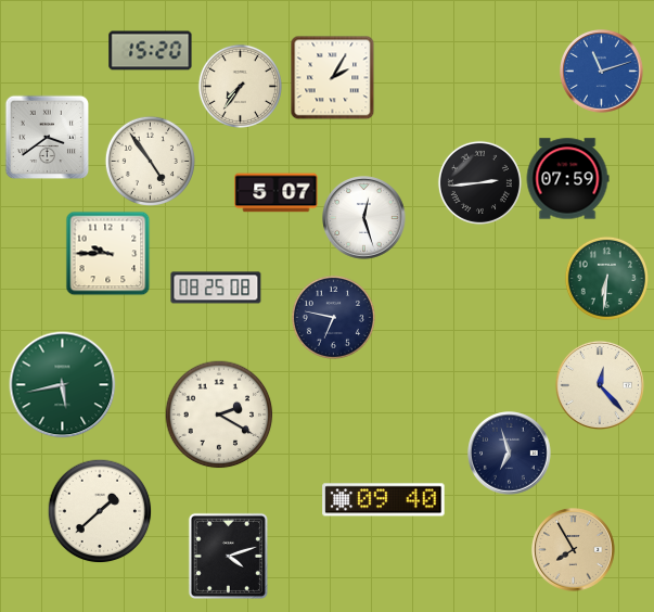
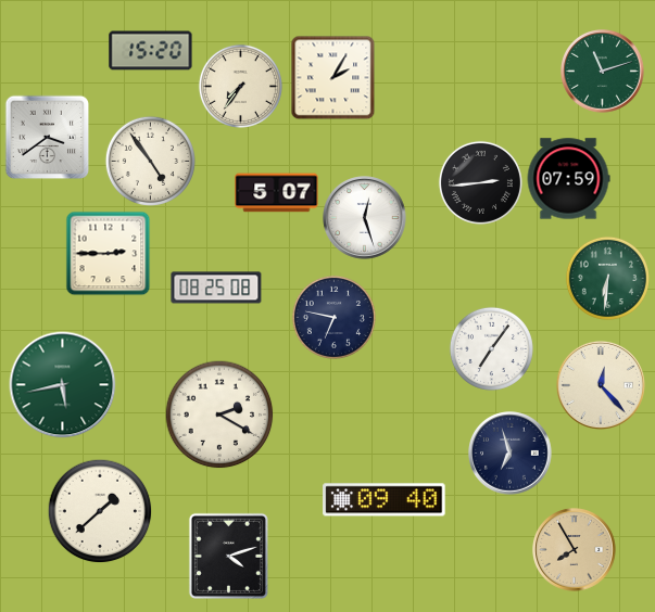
clock at (602, 72) dial: blue -> green
clock at (107, 253): 9:45 -> 2:45
clock at (491, 348): none -> 7:06
